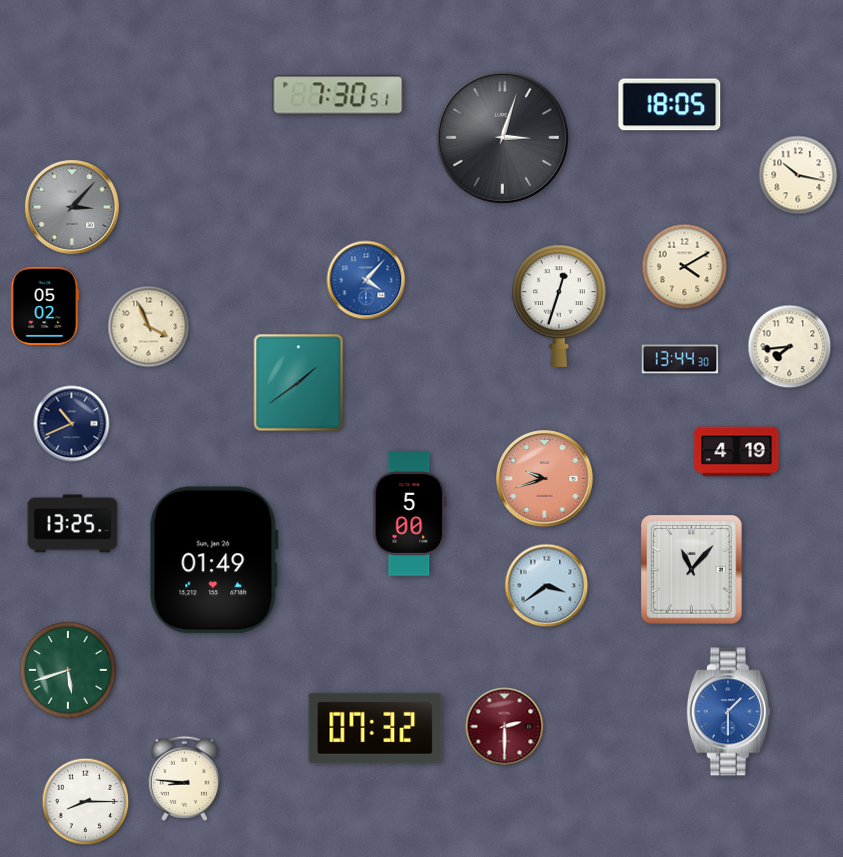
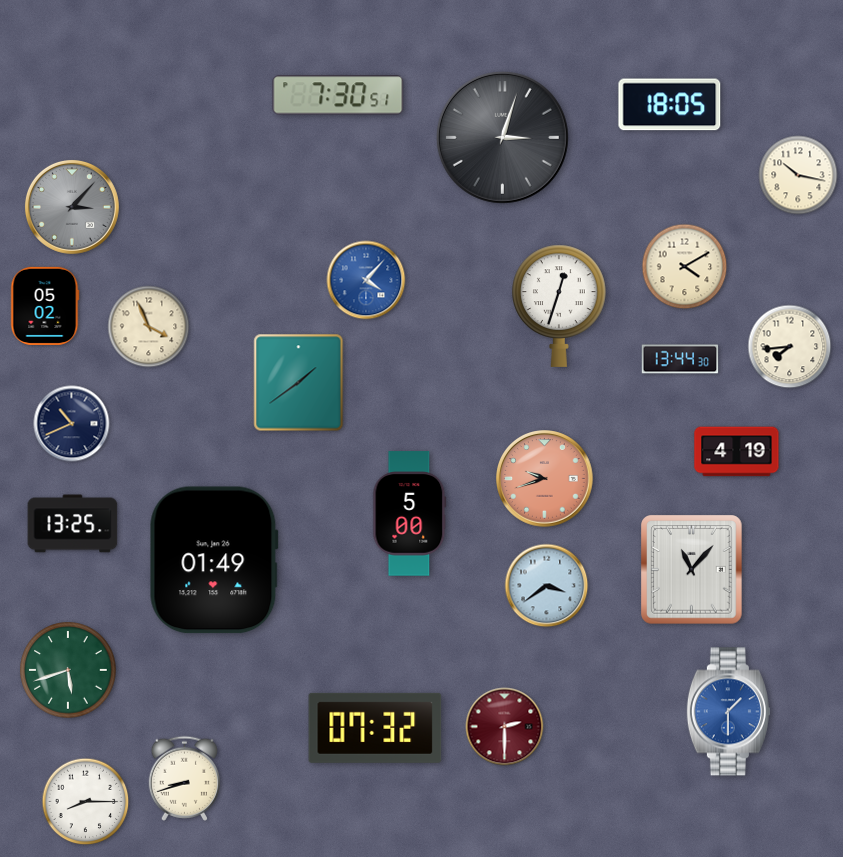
clock at (184, 778): 8:46 -> 8:42
